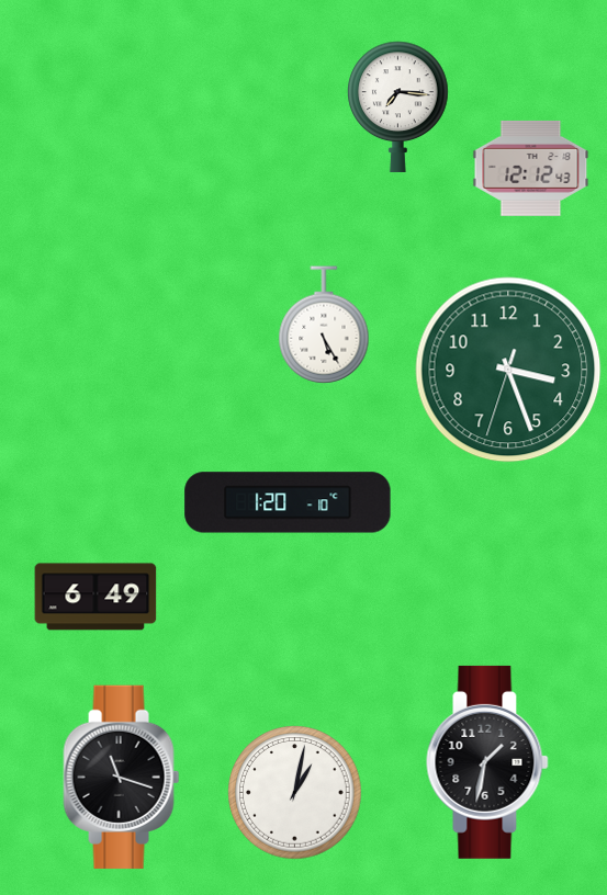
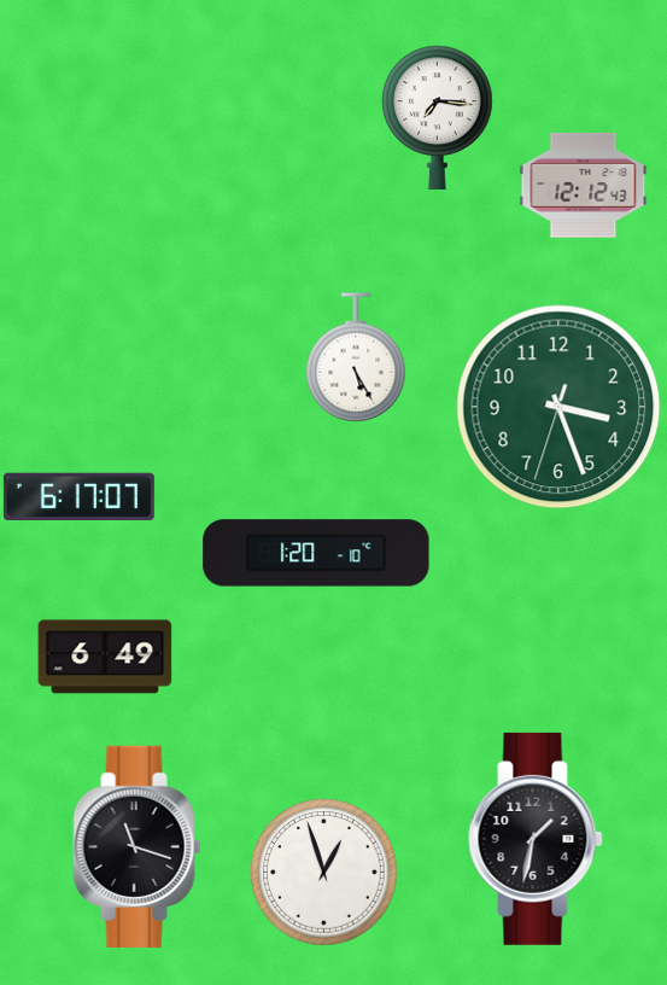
clock at (78, 496): none -> 6:17
clock at (122, 777) position: (122, 777) -> (138, 846)
clock at (295, 793): 1:02 -> 12:57
